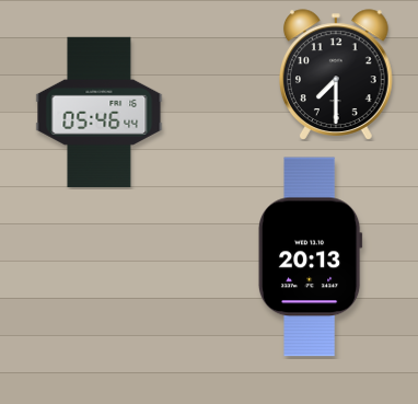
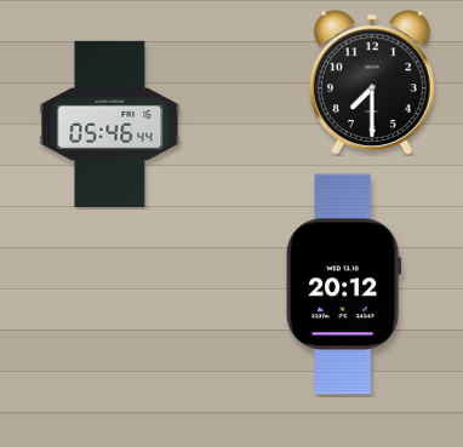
clock at (310, 257): 20:13 -> 20:12
